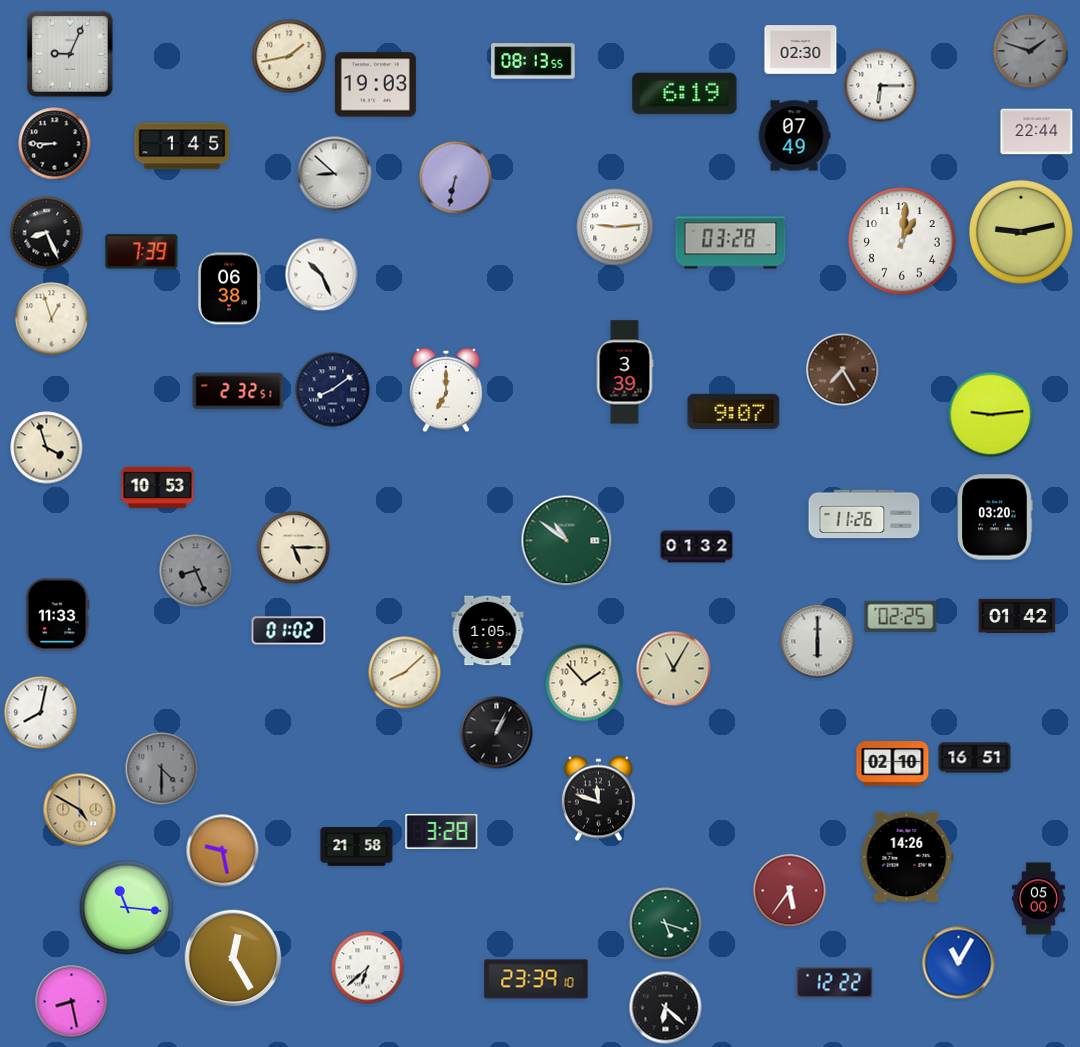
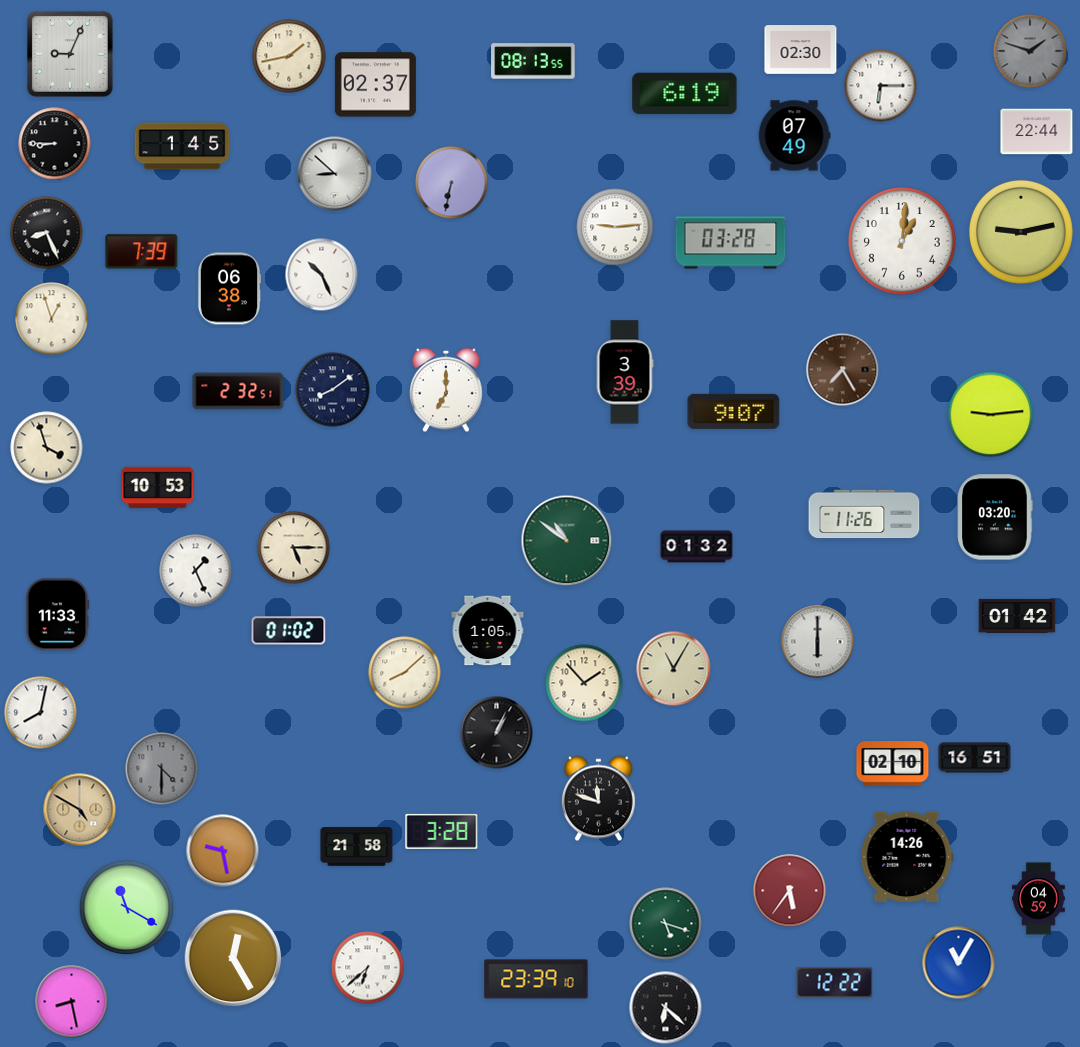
clock at (375, 85): 19:03 -> 02:37
clock at (456, 178) position: (456, 178) -> (452, 183)
clock at (196, 571): 8:26 -> 1:26
clock at (196, 571) dial: grey -> white
clock at (901, 616): 02:25 -> none
clock at (1039, 899): 05:00 -> 04:59
clock at (127, 908): 11:16 -> 11:20
